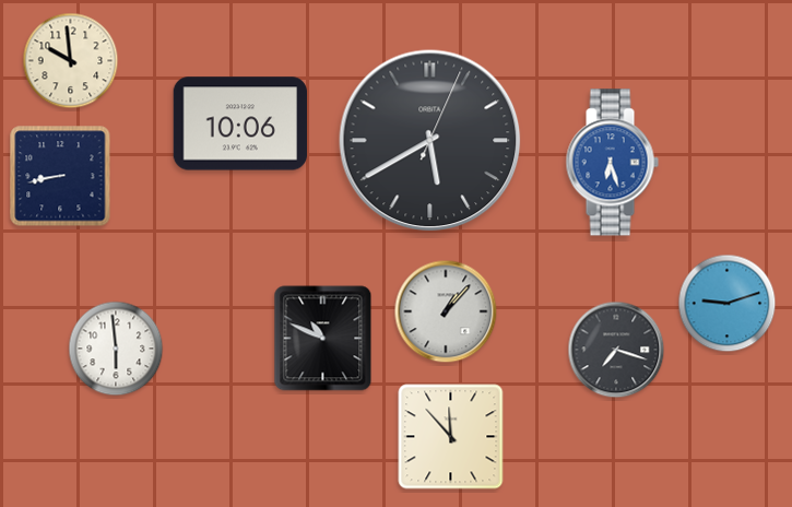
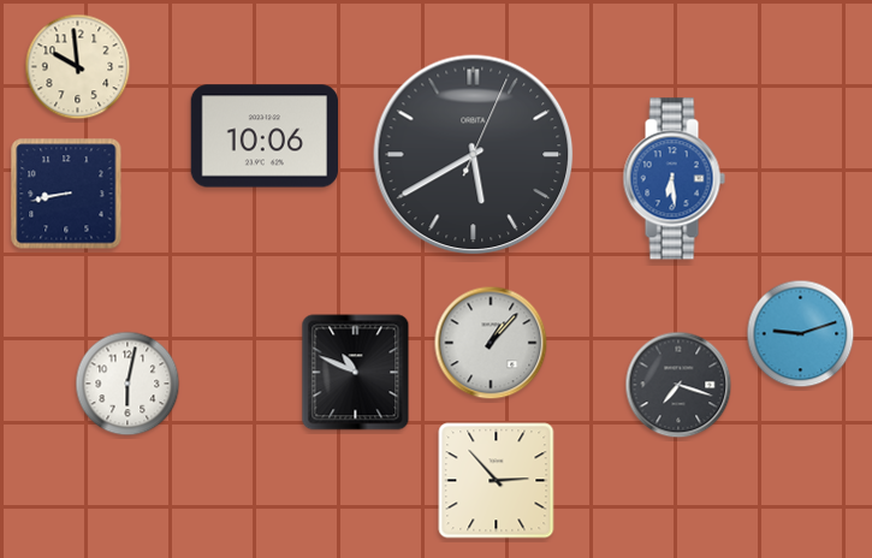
clock at (612, 163): 6:27 -> 6:29
clock at (116, 349): 5:59 -> 6:02
clock at (451, 437): 11:53 -> 2:53
